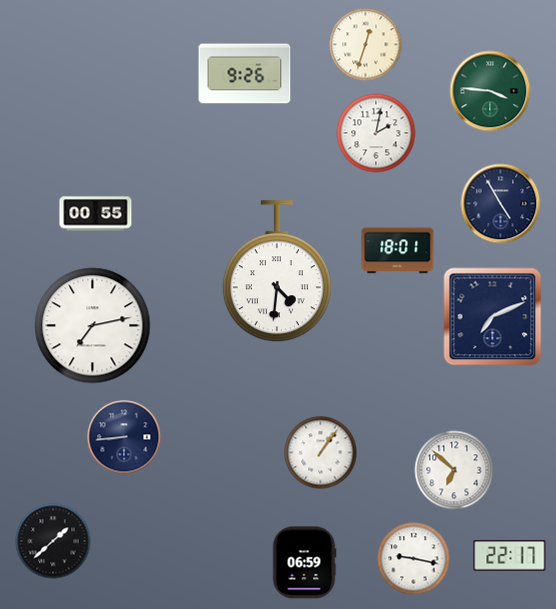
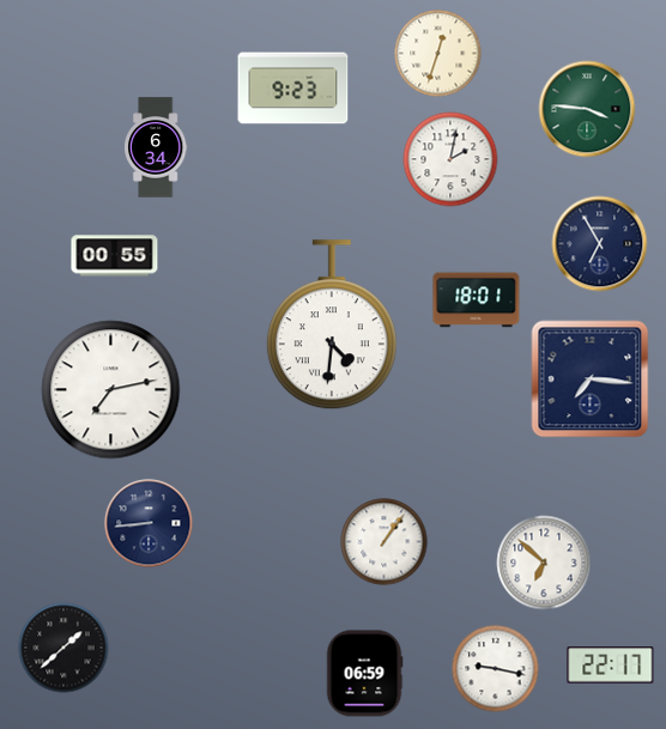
clock at (245, 74): 9:26 -> 9:23
clock at (156, 147): none -> 6:34
clock at (501, 204): 4:55 -> 6:55
clock at (493, 317): 7:11 -> 7:16
